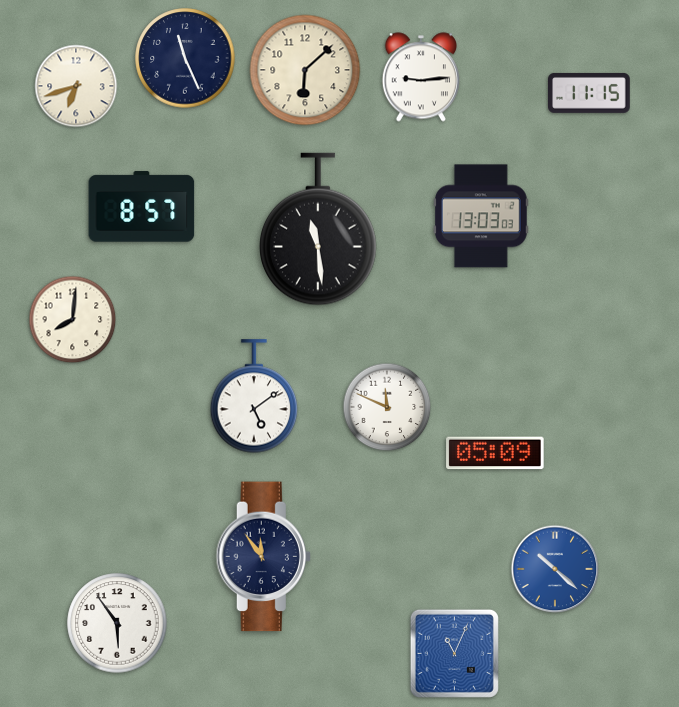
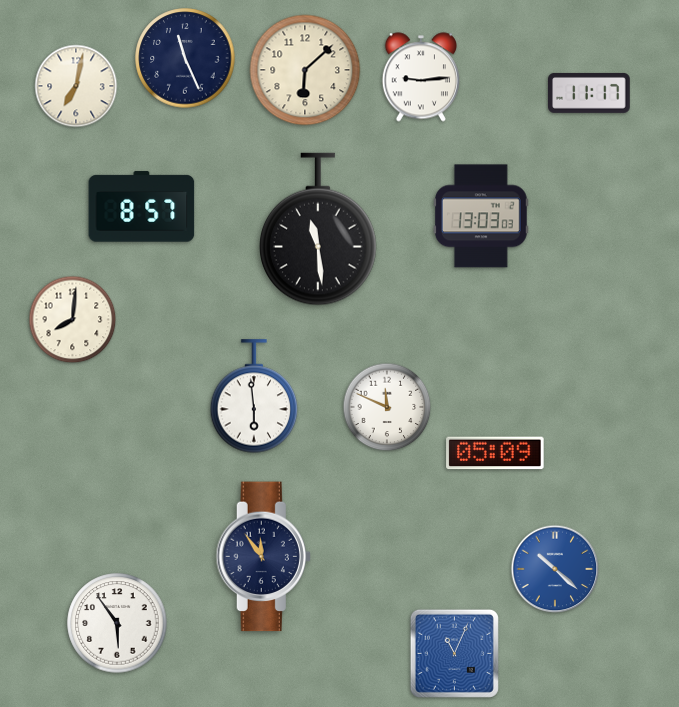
clock at (76, 86): 6:42 -> 7:02
clock at (589, 93): 11:15 -> 11:17
clock at (254, 396): 5:09 -> 5:59
